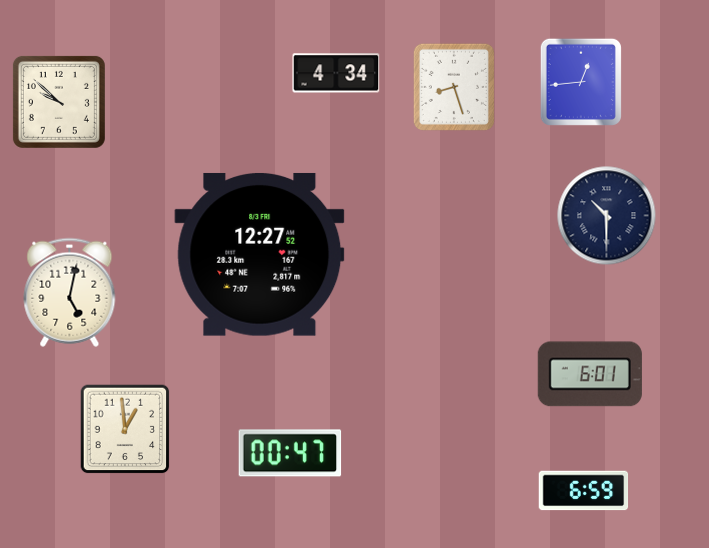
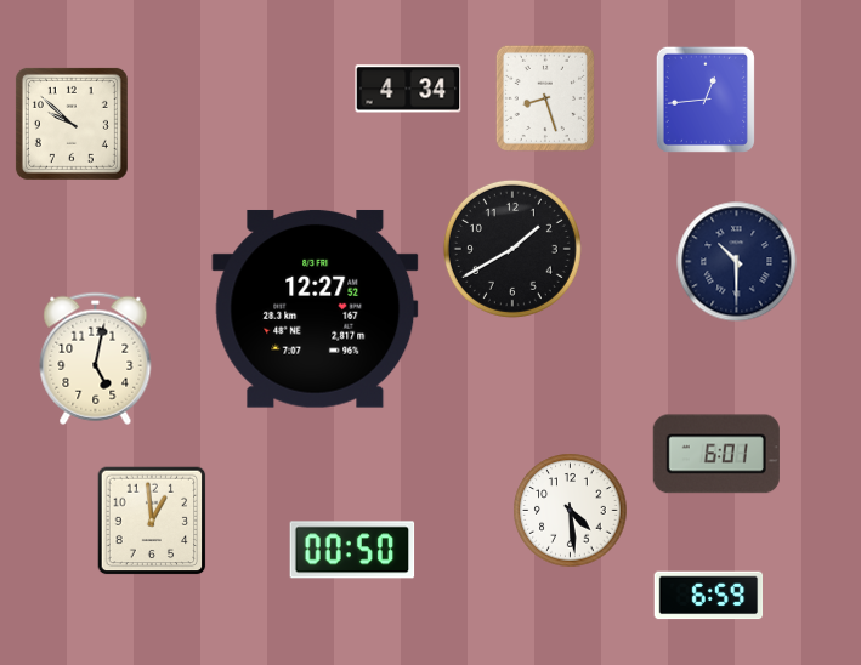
clock at (454, 87) position: (454, 87) -> (545, 98)
clock at (512, 249): none -> 1:40
clock at (70, 292) position: (70, 292) -> (96, 358)
clock at (571, 511): none -> 4:29
clock at (290, 453): 00:47 -> 00:50
